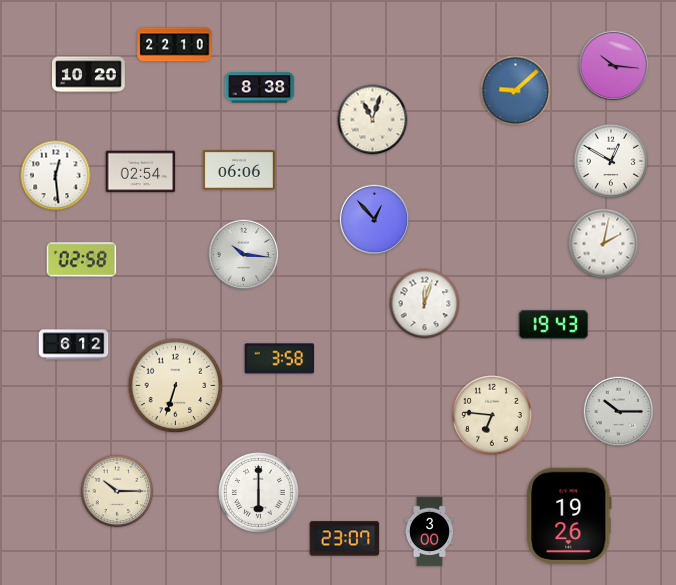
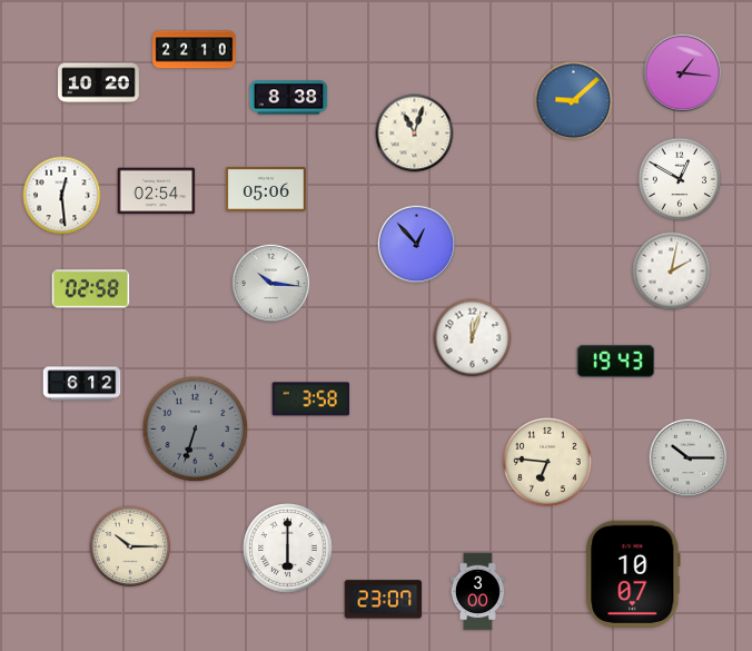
clock at (614, 66): 10:16 -> 1:16
clock at (239, 171): 06:06 -> 05:06
clock at (176, 386) dial: cream -> grey
clock at (569, 515): 19:26 -> 10:07
